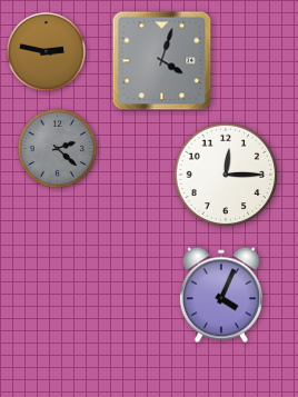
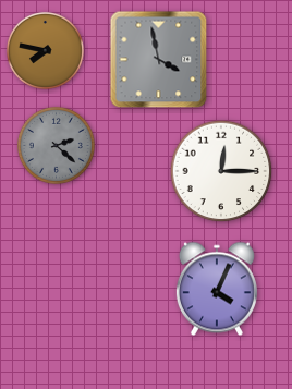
clock at (46, 51): 2:47 -> 7:47
clock at (162, 61): 4:03 -> 3:58
